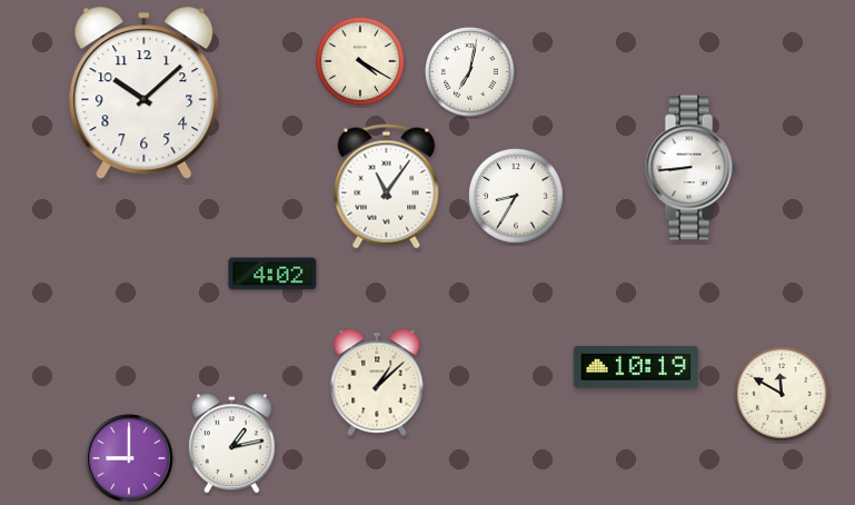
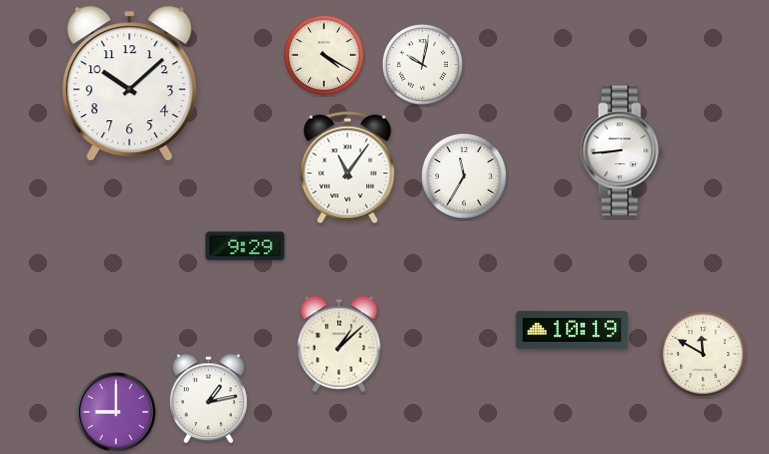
clock at (470, 72): 7:02 -> 10:02
clock at (517, 197): 8:35 -> 11:35
clock at (272, 274): 4:02 -> 9:29
